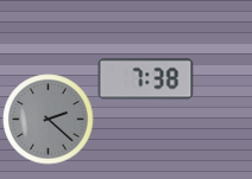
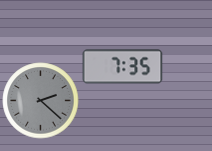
clock at (146, 79): 7:38 -> 7:35
